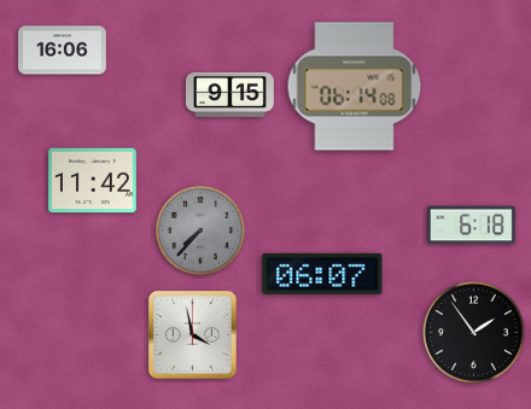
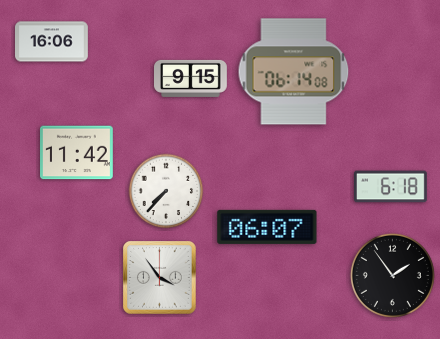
clock at (93, 181) position: (93, 181) -> (77, 153)
clock at (200, 230) dial: grey -> white
clock at (193, 335): 3:58 -> 3:54
